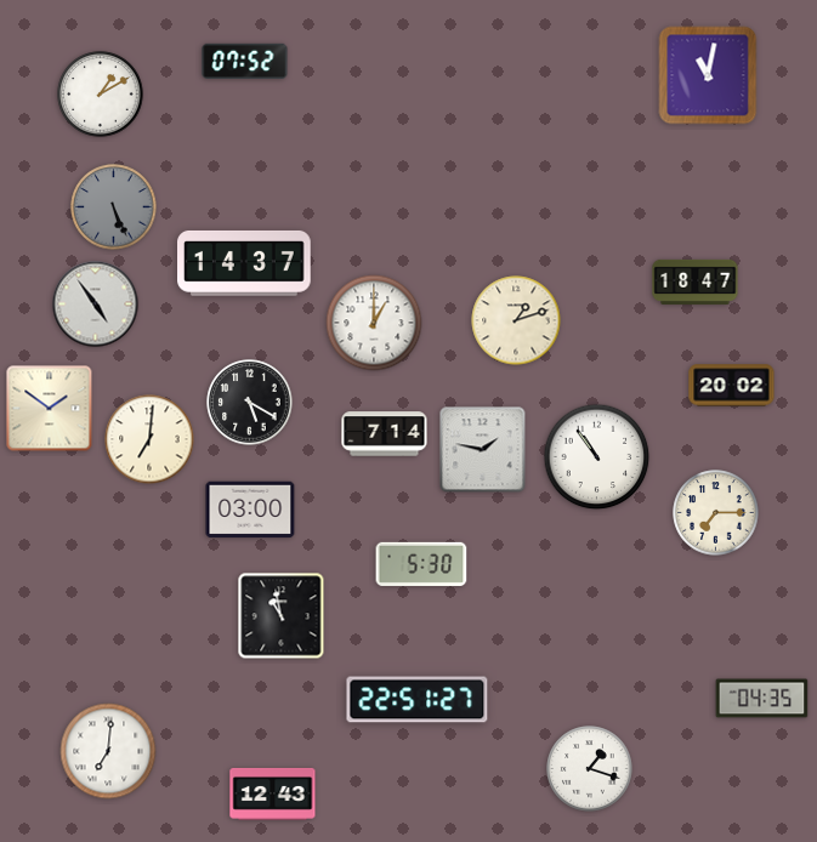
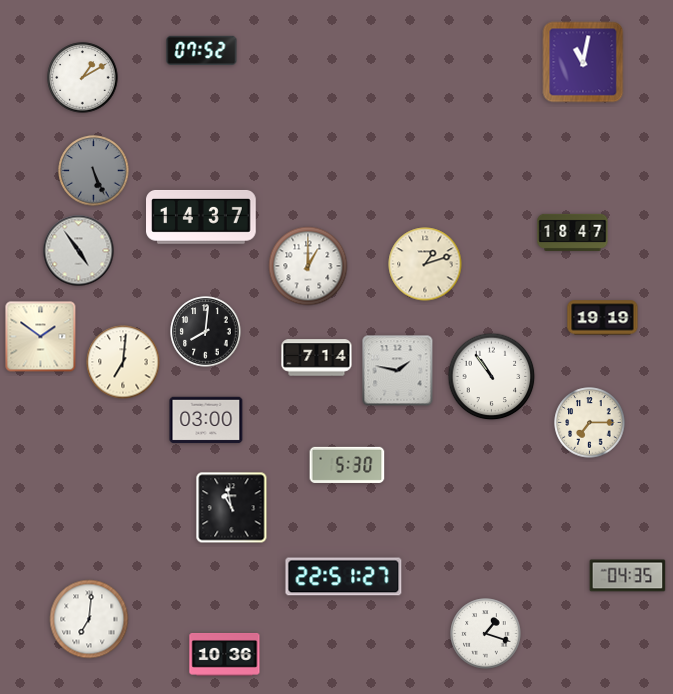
clock at (732, 386): 20:02 -> 19:19
clock at (250, 403): 5:20 -> 8:01
clock at (273, 793): 12:43 -> 10:36
